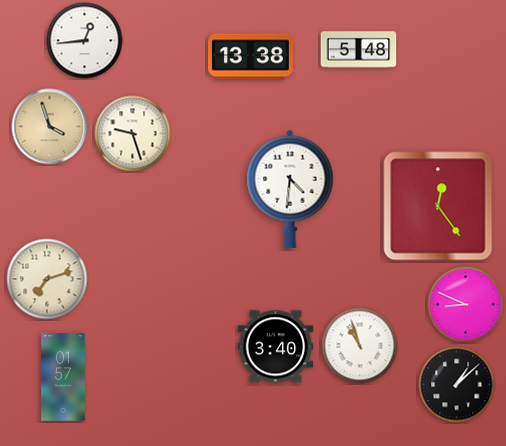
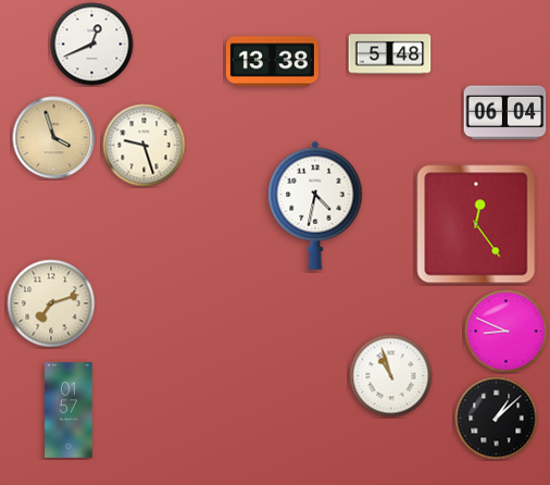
clock at (85, 41): 12:44 -> 12:41
clock at (505, 113): none -> 06:04
clock at (290, 189): 4:31 -> 4:32
clock at (276, 347): 3:40 -> none
